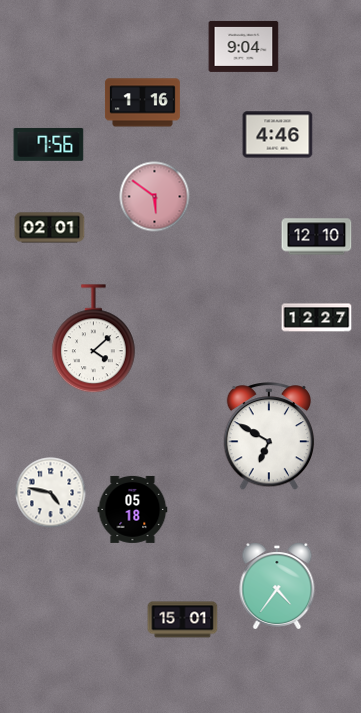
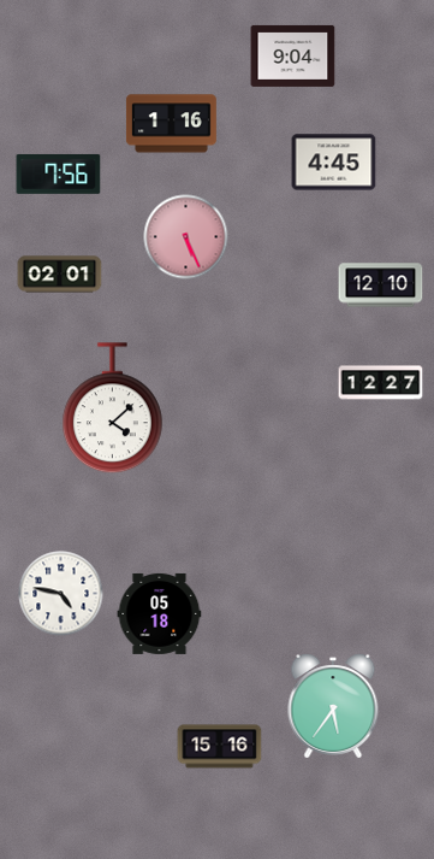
clock at (278, 135): 4:46 -> 4:45
clock at (155, 197): 5:51 -> 5:26
clock at (269, 437): 6:50 -> none
clock at (277, 587): 4:36 -> 5:36
clock at (183, 620): 15:01 -> 15:16
